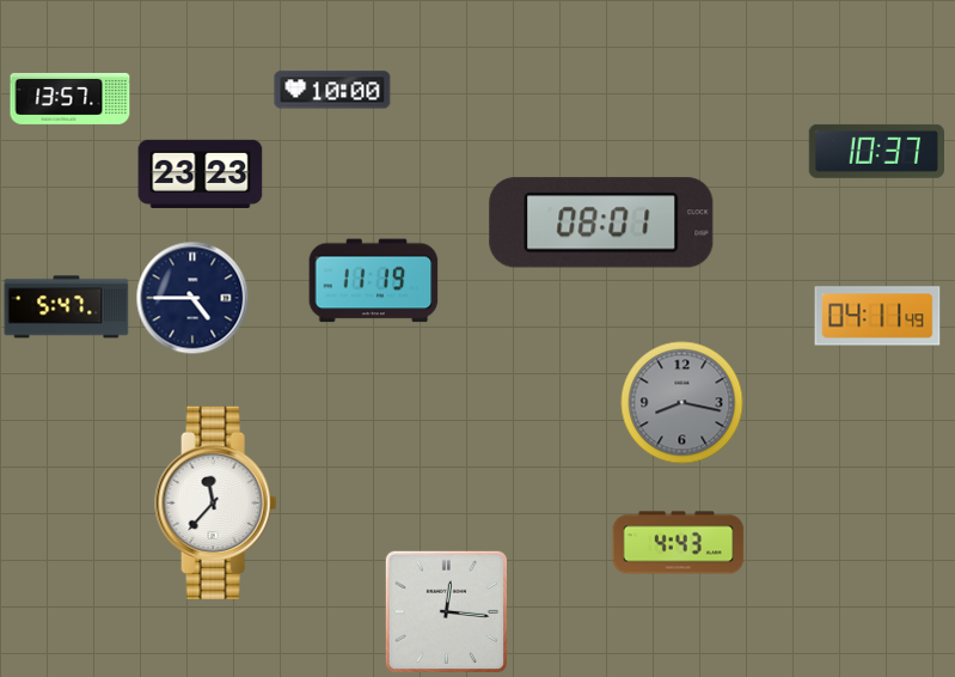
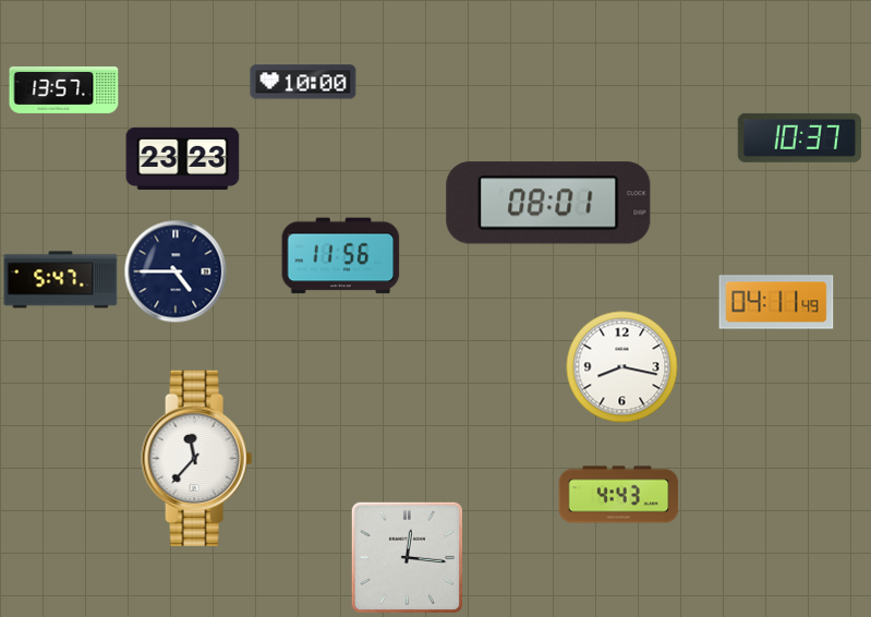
clock at (374, 281): 11:19 -> 11:56
clock at (877, 316) position: (877, 316) -> (776, 302)
clock at (682, 403) dial: grey -> white
